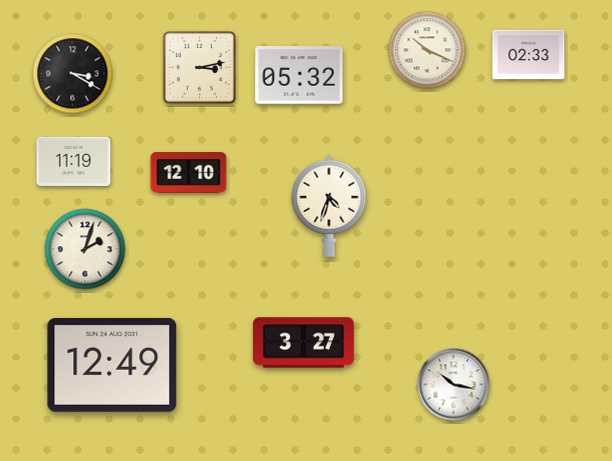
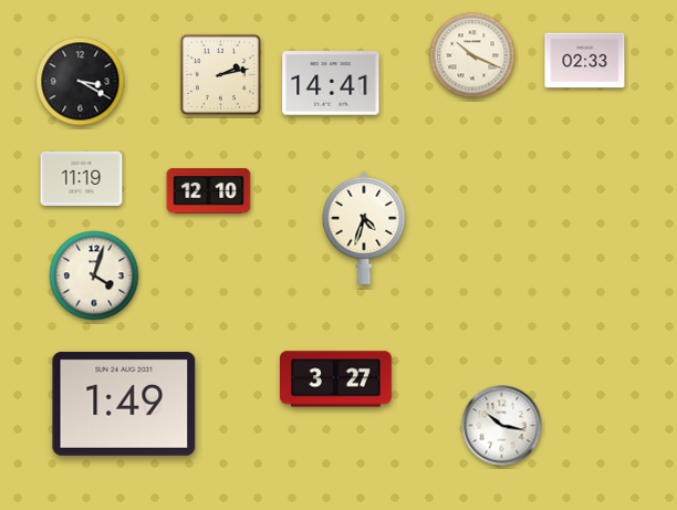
clock at (199, 67): 3:13 -> 2:13
clock at (299, 75): 05:32 -> 14:41
clock at (85, 249): 2:03 -> 4:03
clock at (112, 365): 12:49 -> 1:49
